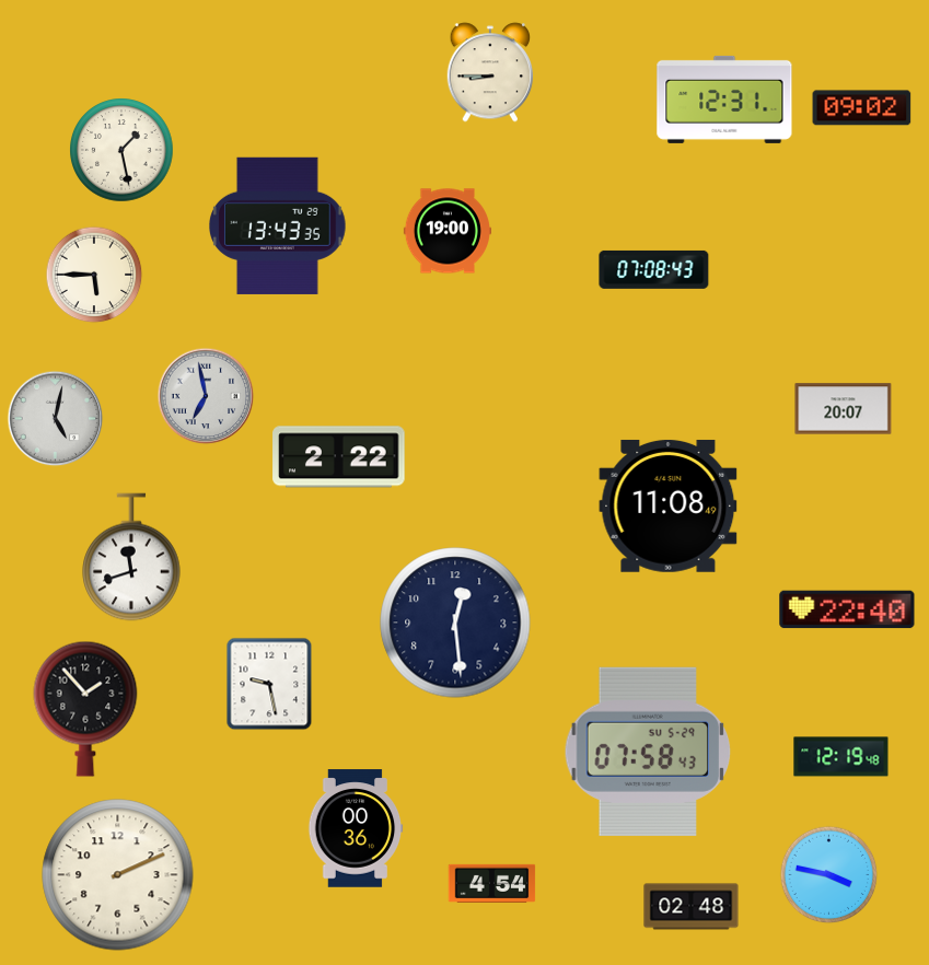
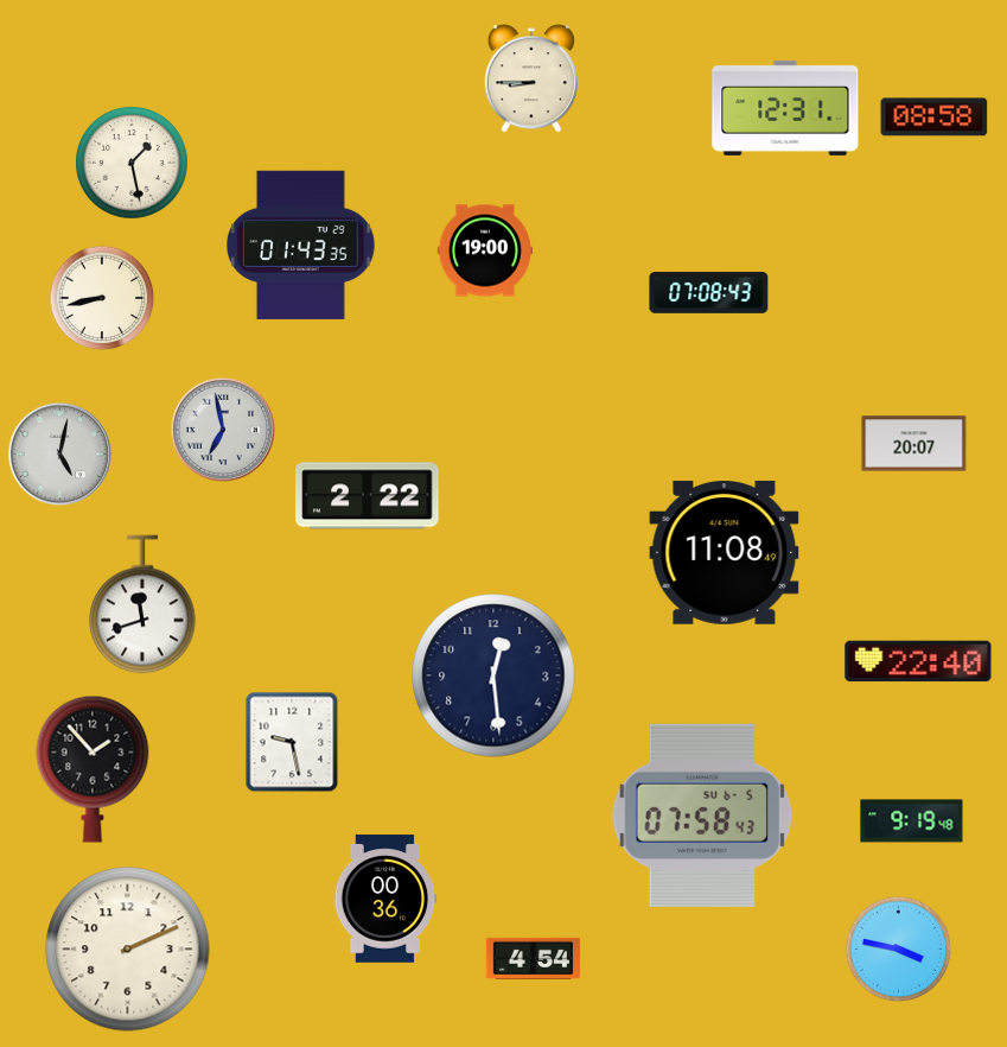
clock at (862, 108): 09:02 -> 08:58
clock at (278, 225): 13:43 -> 01:43
clock at (94, 275): 5:45 -> 8:43
clock at (669, 505) position: (669, 505) -> (725, 552)
clock at (648, 752) date: SU 5-29 -> SU 6-5
clock at (841, 757): 12:19 -> 9:19
clock at (692, 907): 02:48 -> none
